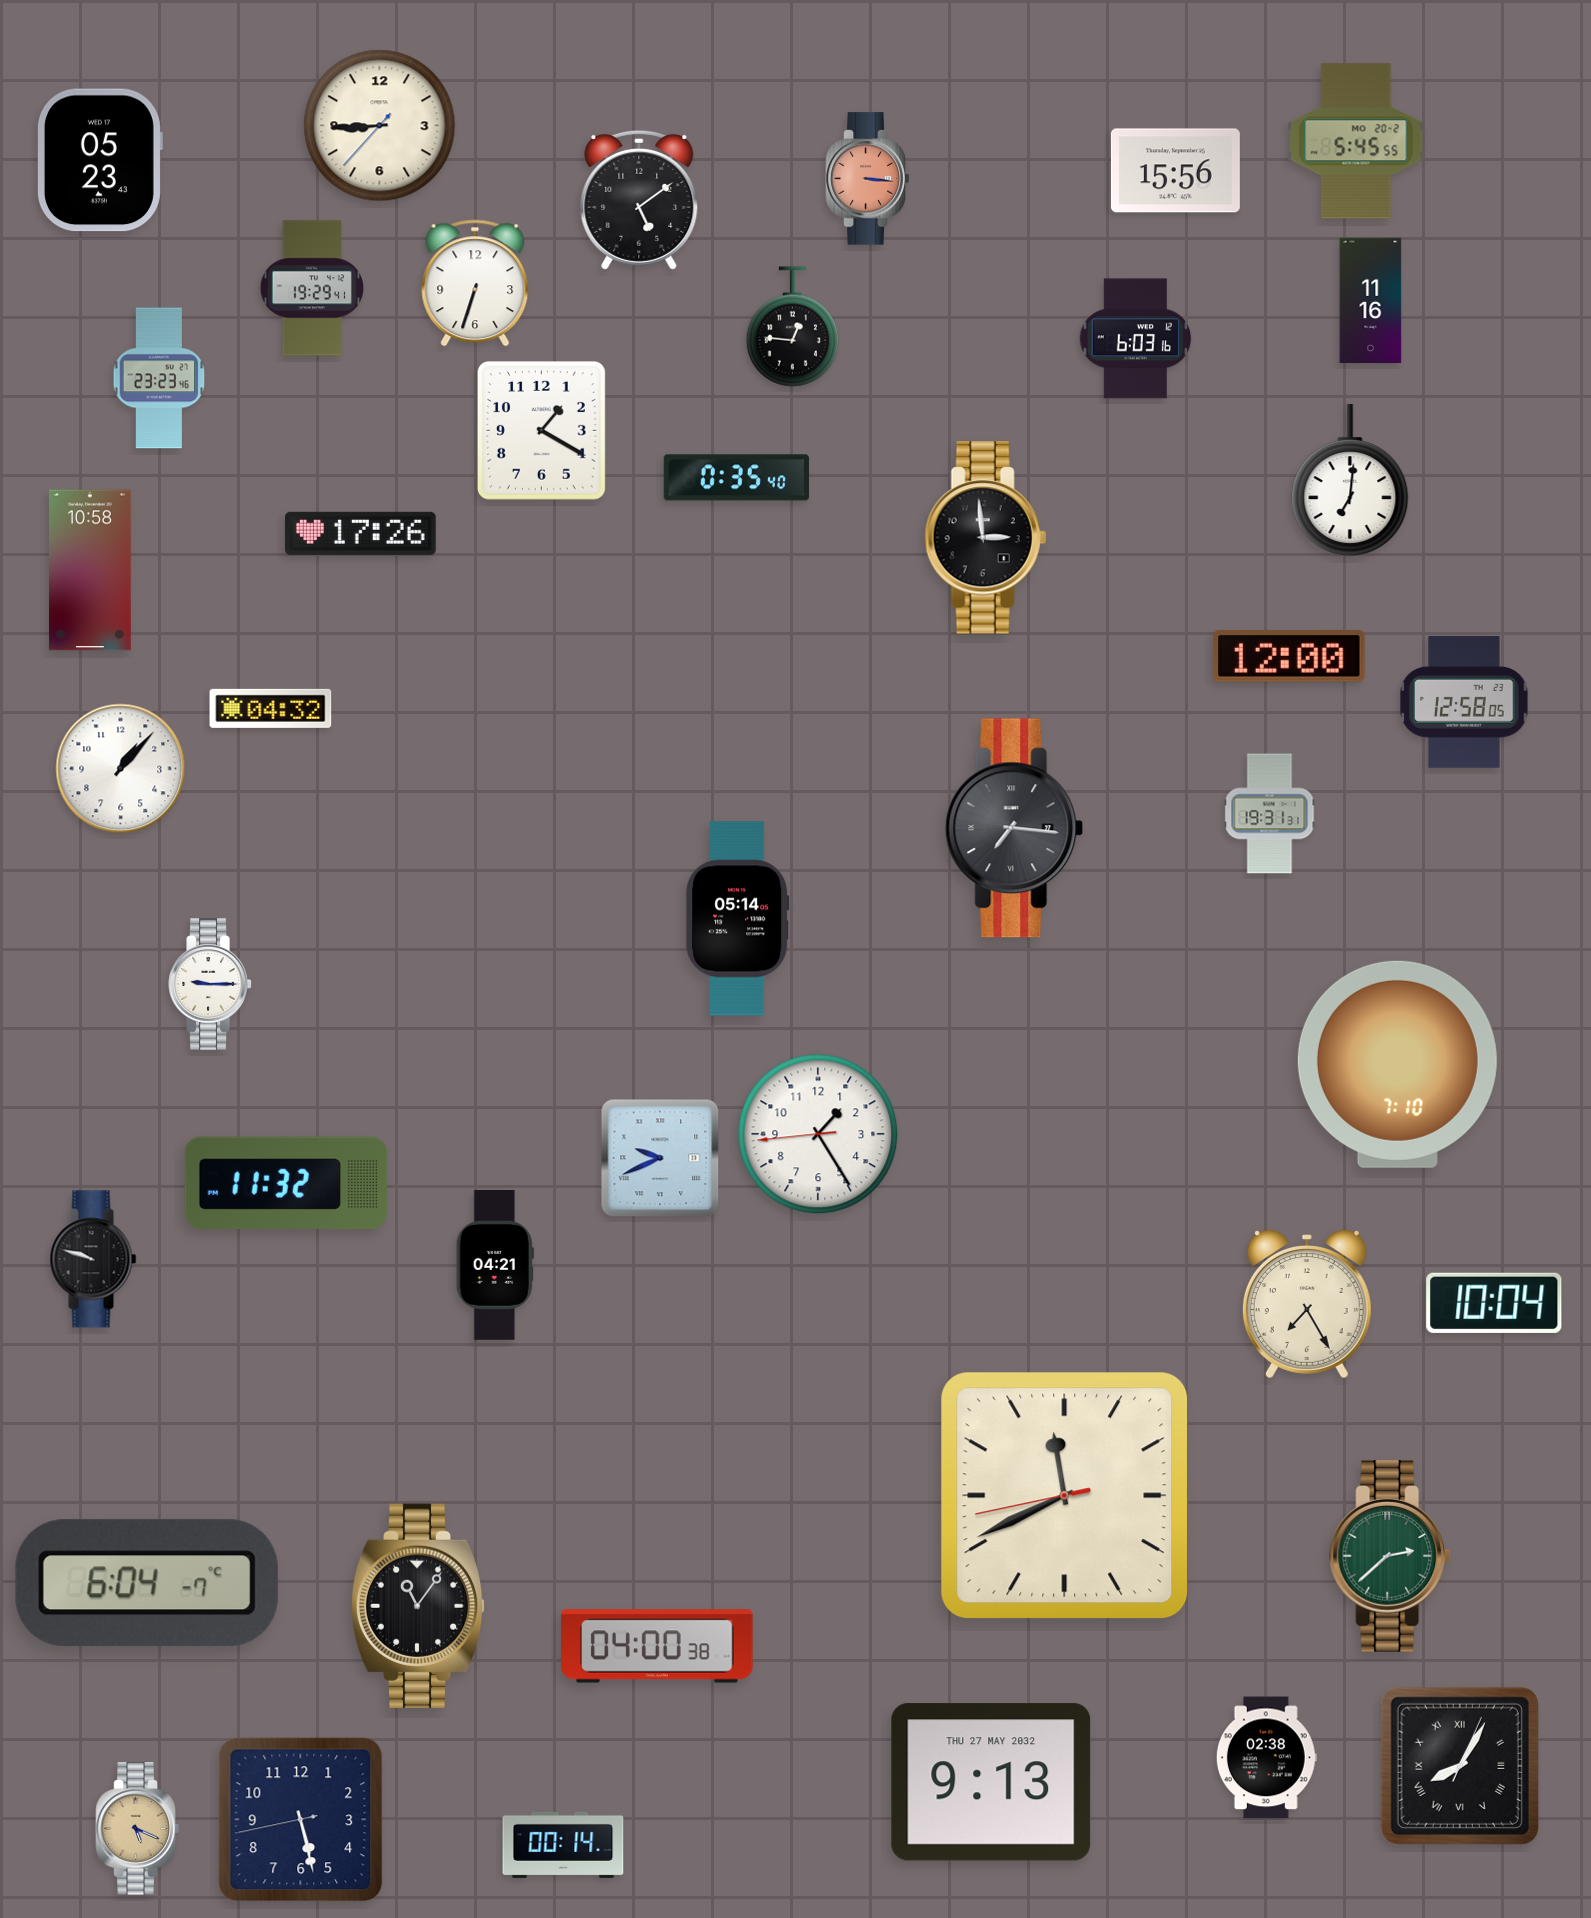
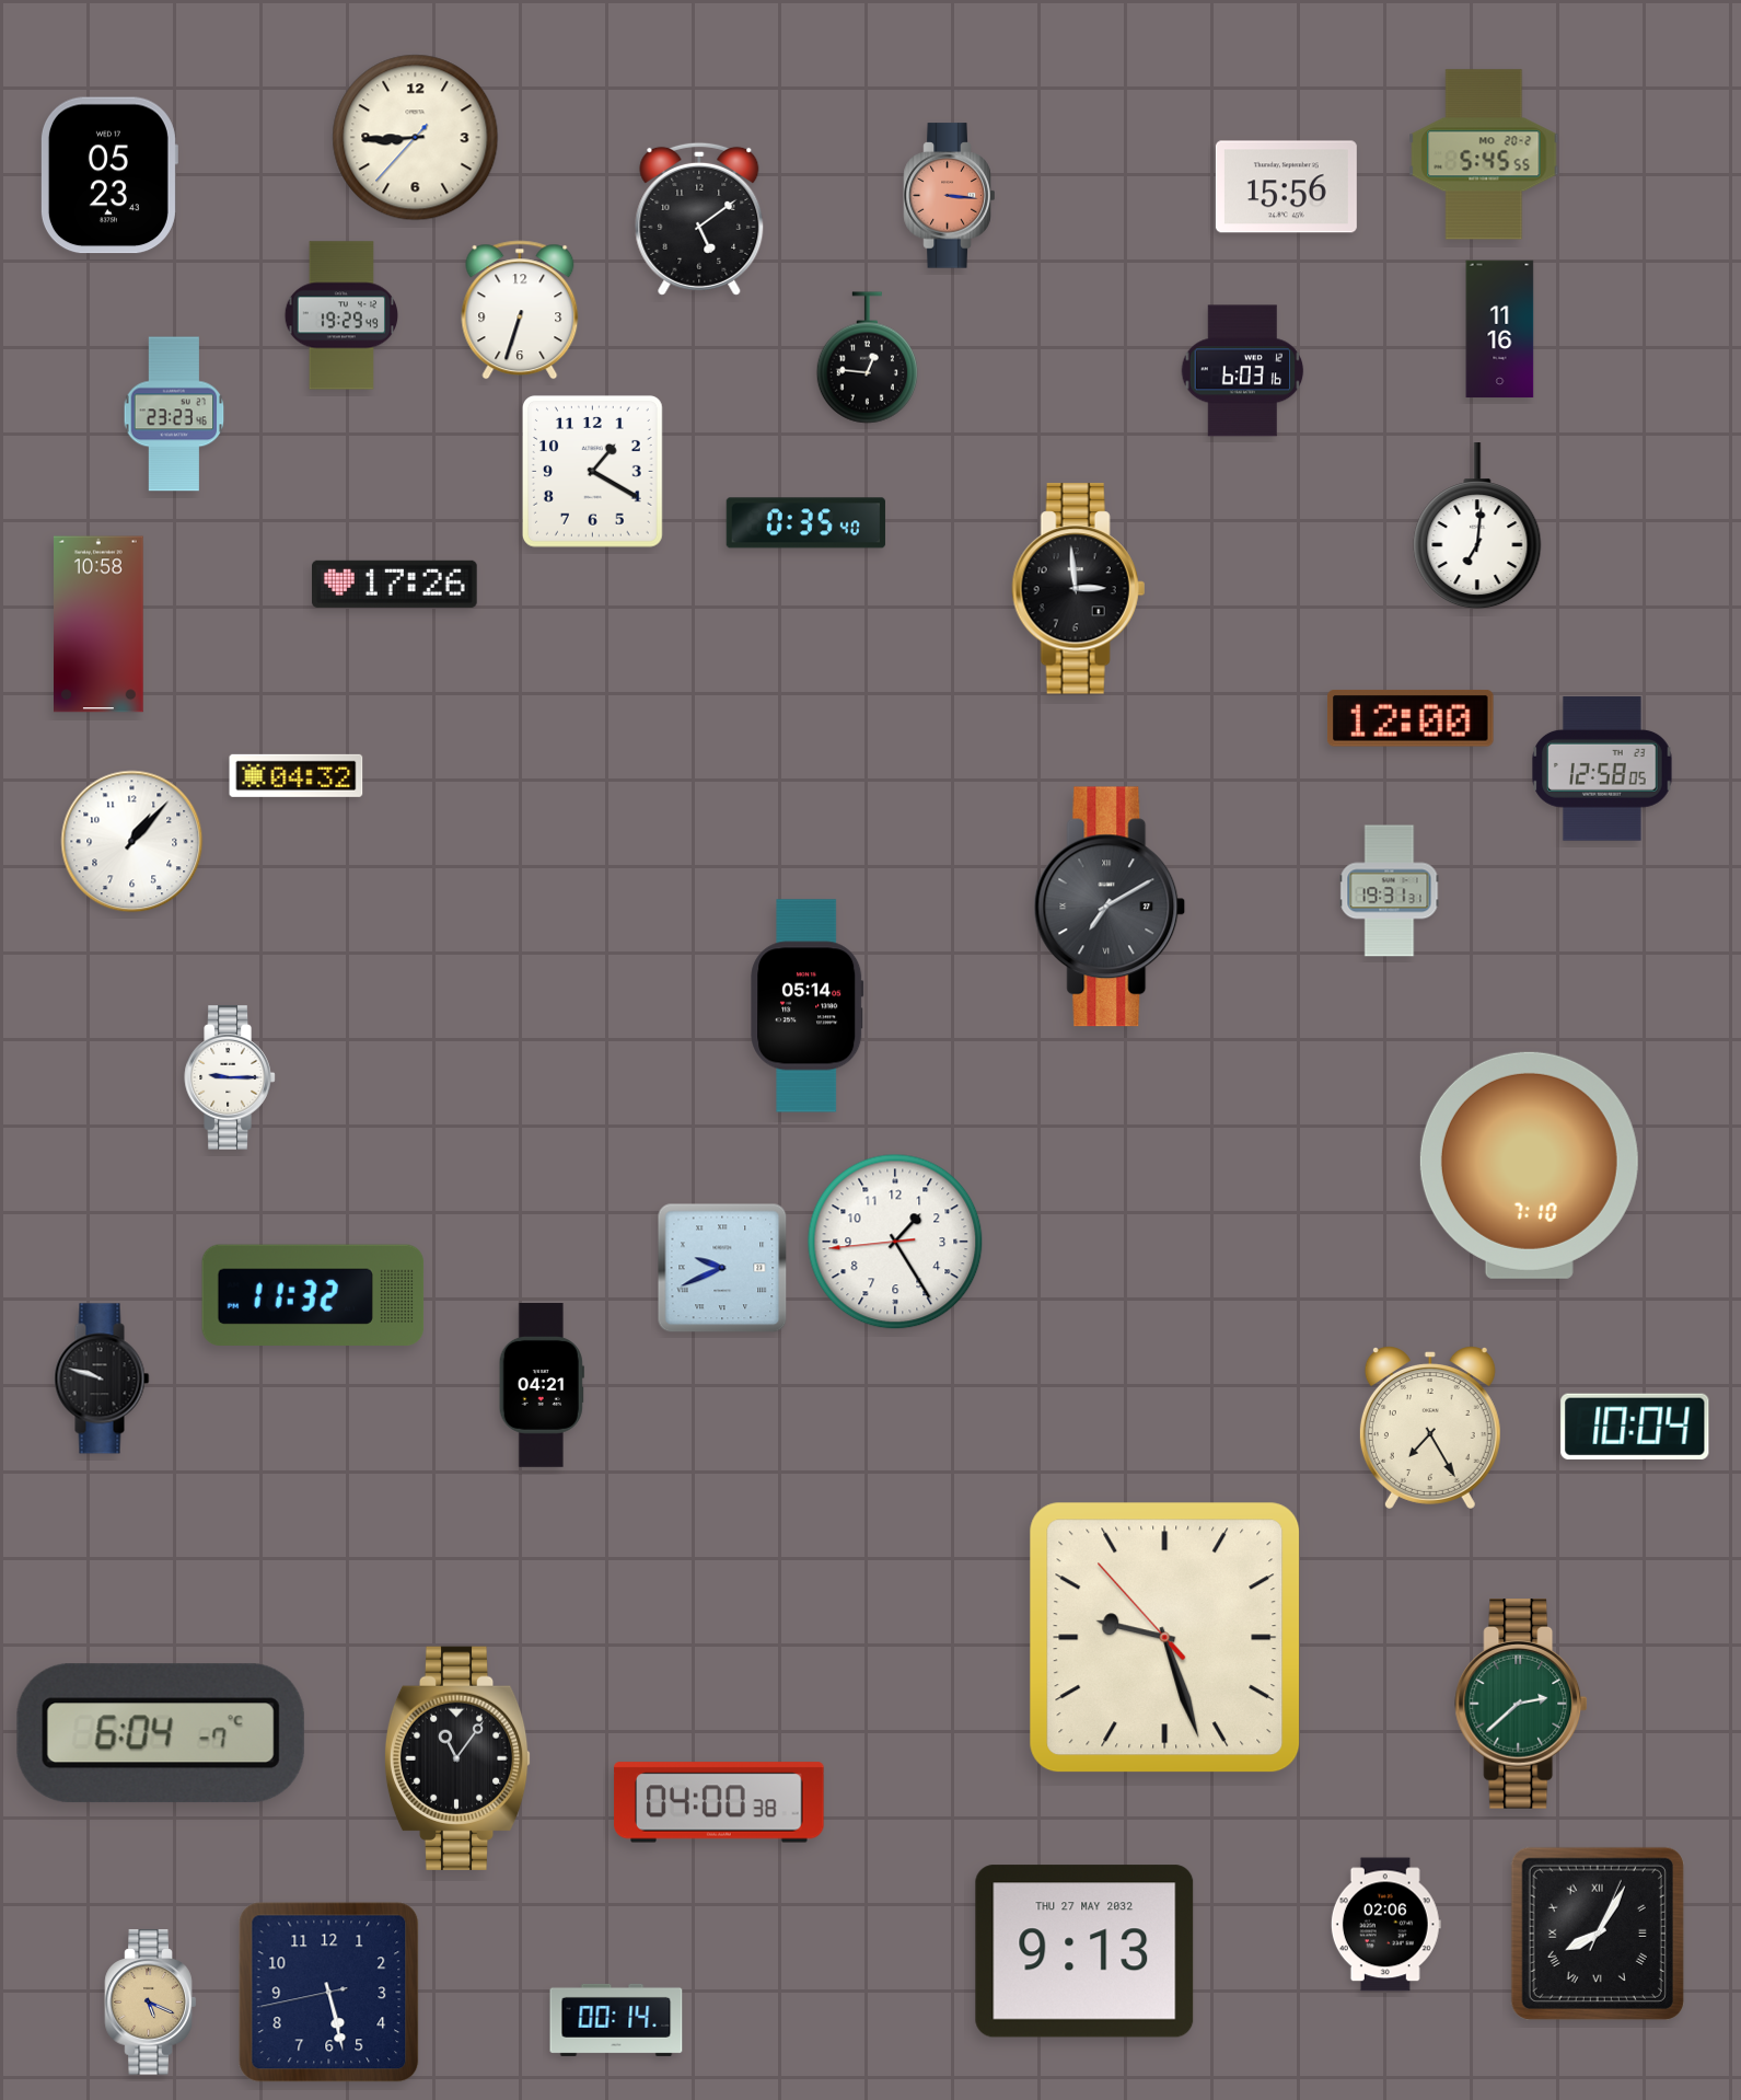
clock at (312, 288): 19:29:41 -> 19:29:49
clock at (1014, 828): 7:16 -> 7:10
clock at (1065, 1496): 11:40 -> 9:26
clock at (1266, 1758): 02:38 -> 02:06
